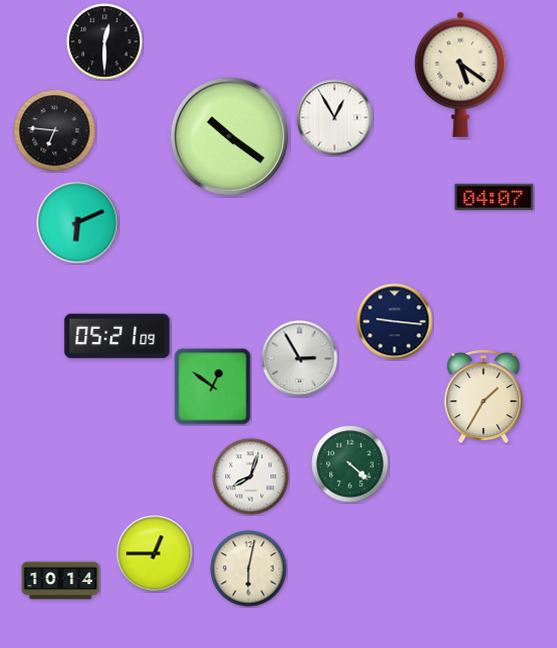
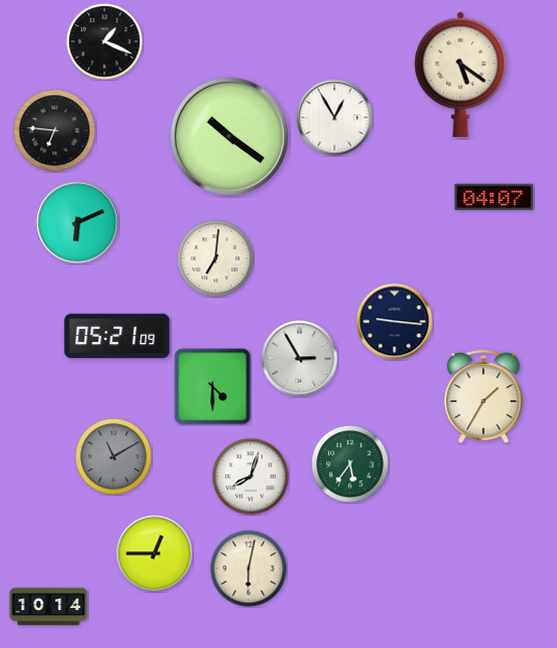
clock at (105, 42): 12:30 -> 1:19
clock at (216, 259): none -> 7:01
clock at (213, 387): 12:51 -> 4:30
clock at (114, 457): none -> 11:10
clock at (350, 464): 4:22 -> 5:36
clock at (61, 581) position: (61, 581) -> (49, 607)
